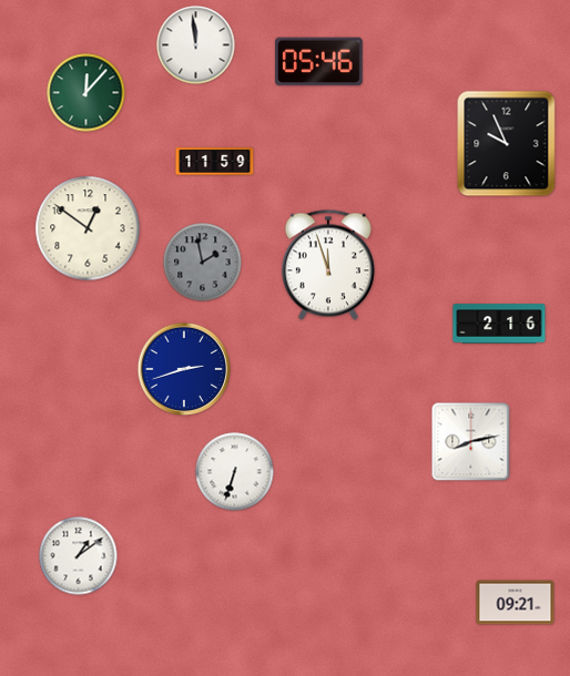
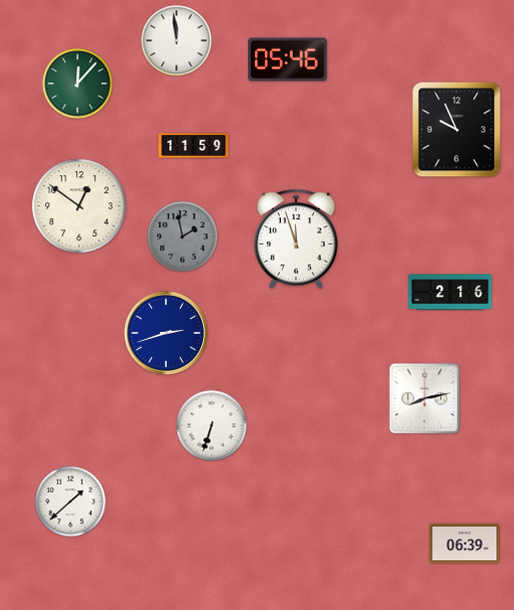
clock at (319, 62) position: (319, 62) -> (288, 60)
clock at (79, 556): 1:09 -> 1:38
clock at (516, 603): 09:21 -> 06:39
